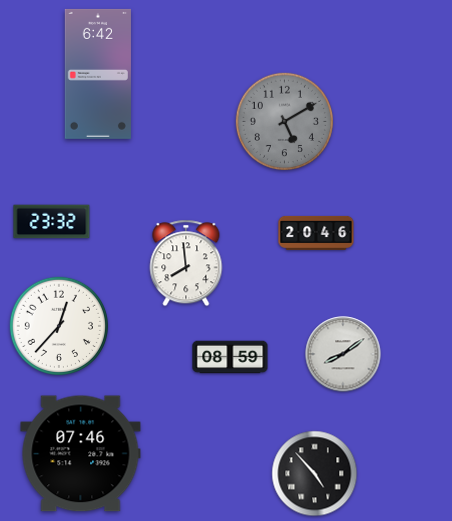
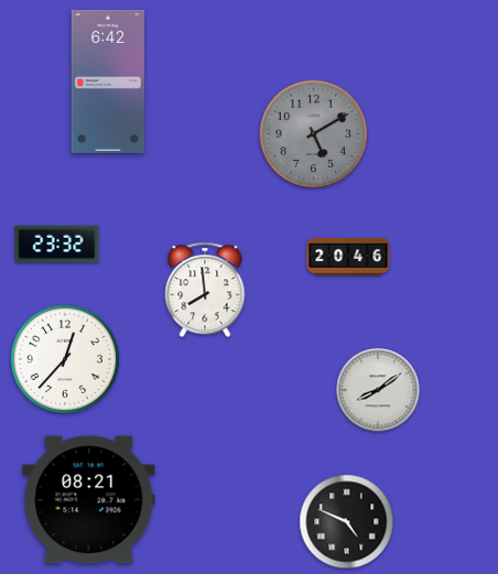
clock at (230, 357): 08:59 -> none
clock at (81, 454): 07:46 -> 08:21
clock at (315, 474): 4:53 -> 4:49
